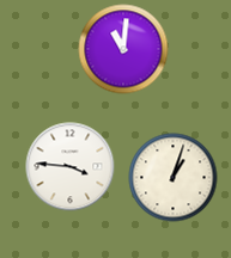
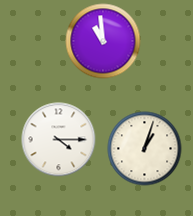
clock at (123, 49): 11:01 -> 10:59
clock at (71, 167): 3:46 -> 4:15
